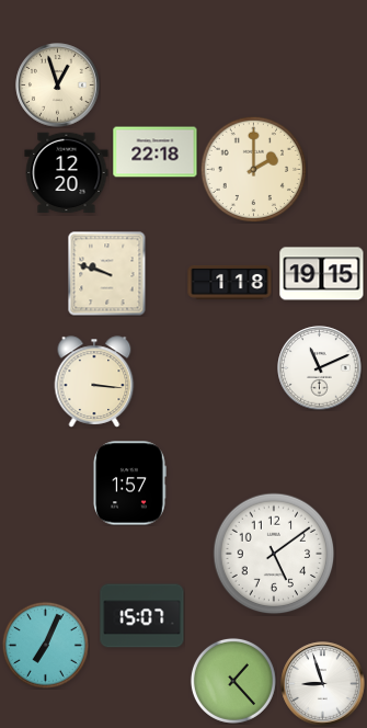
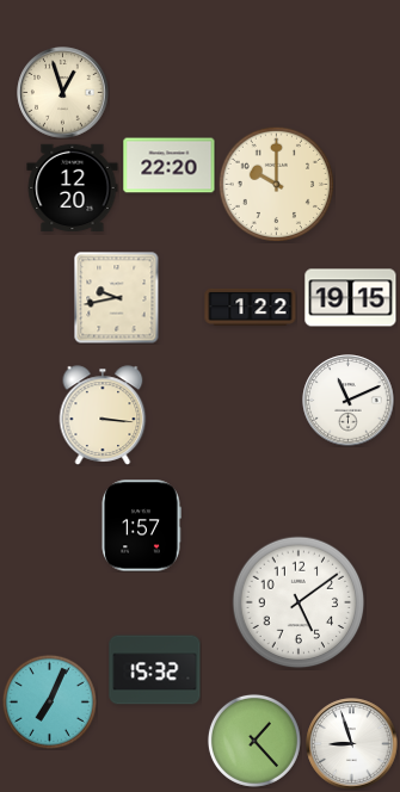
clock at (156, 152): 22:18 -> 22:20
clock at (253, 169): 2:00 -> 10:00
clock at (107, 273): 9:48 -> 9:43
clock at (230, 282): 1:18 -> 1:22
clock at (142, 616): 15:07 -> 15:32
